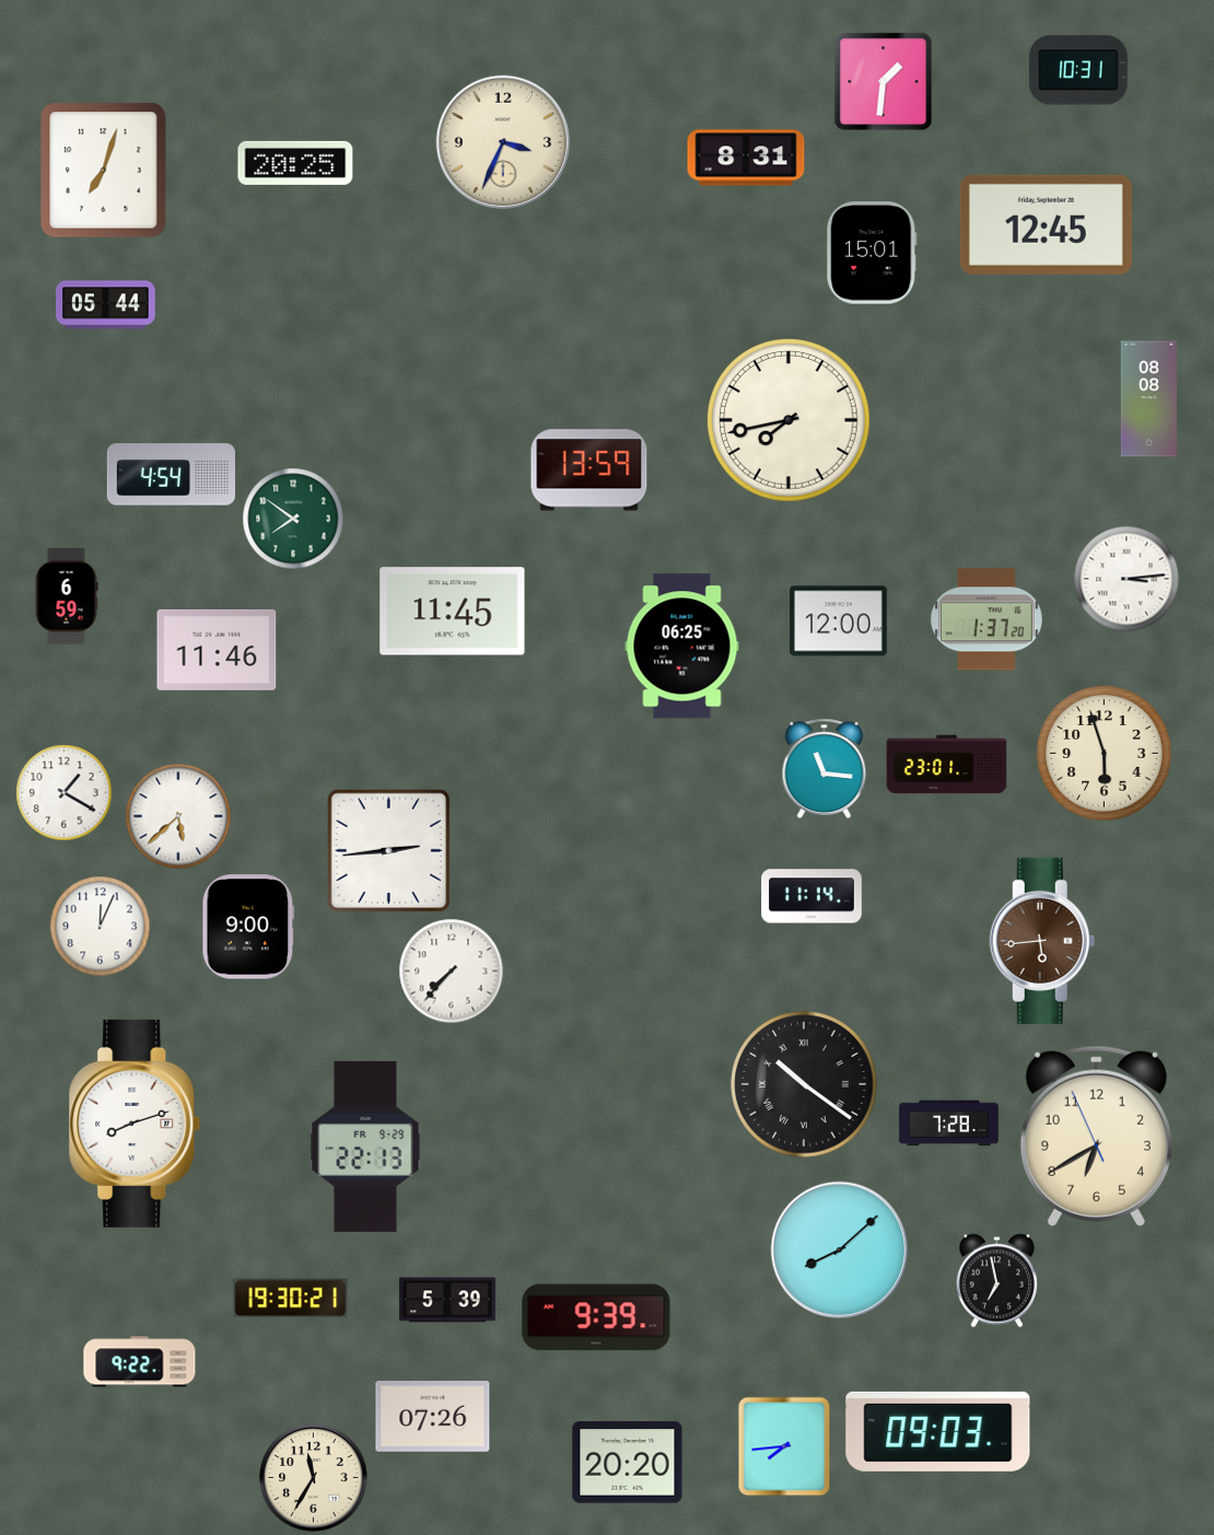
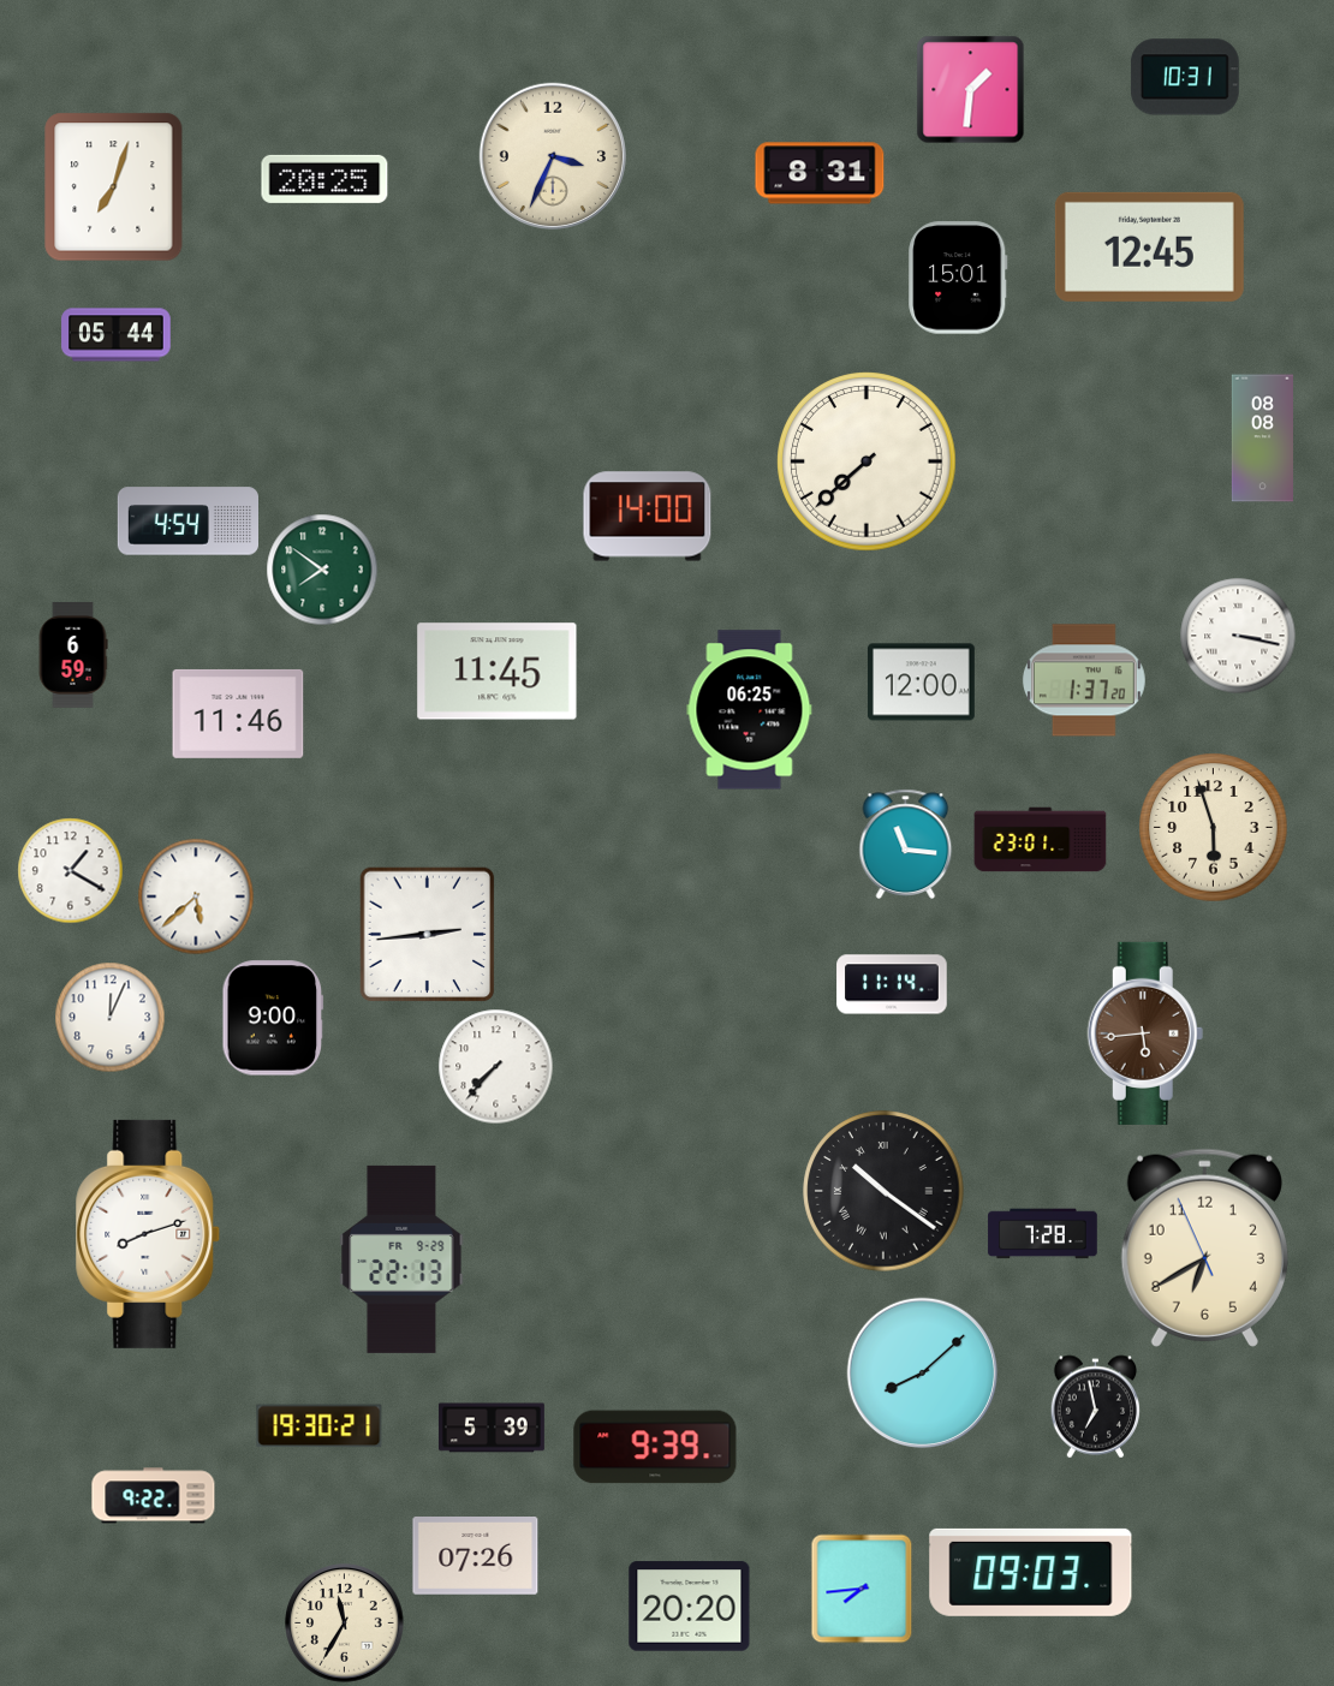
clock at (789, 420): 7:43 -> 7:38
clock at (590, 470): 13:59 -> 14:00
clock at (1127, 579): 3:14 -> 3:17
